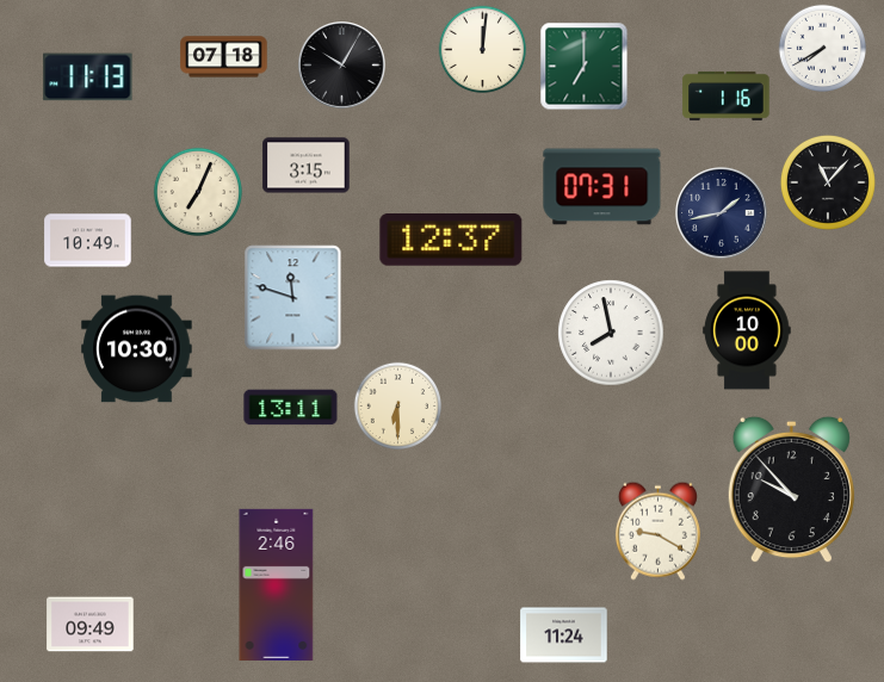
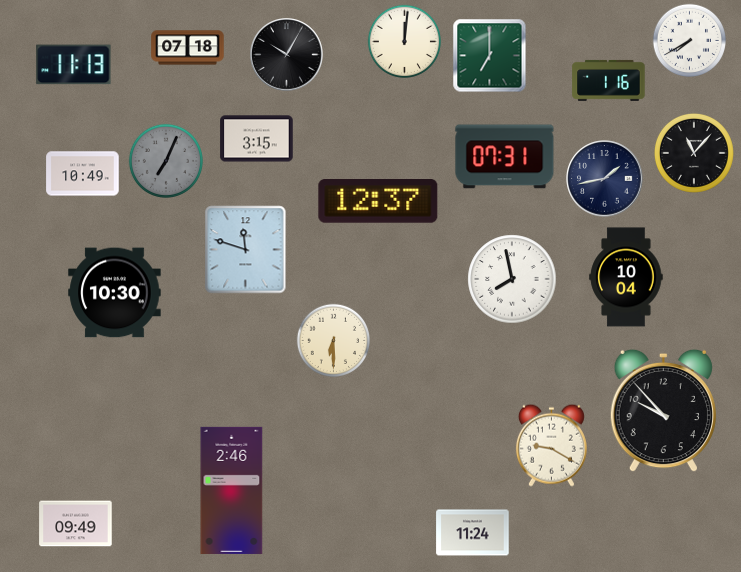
clock at (197, 192) dial: cream -> grey
clock at (88, 241) position: (88, 241) -> (83, 174)
clock at (747, 330): 10:00 -> 10:04
clock at (291, 408): 13:11 -> none
